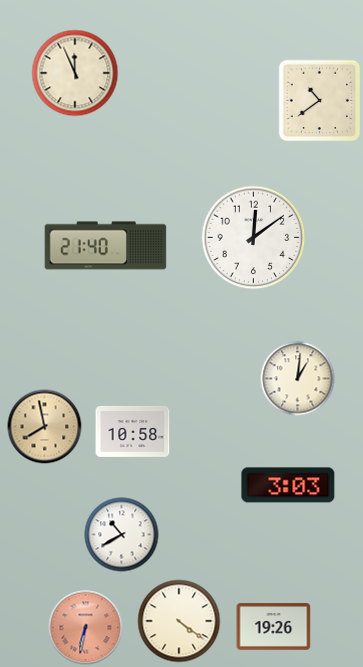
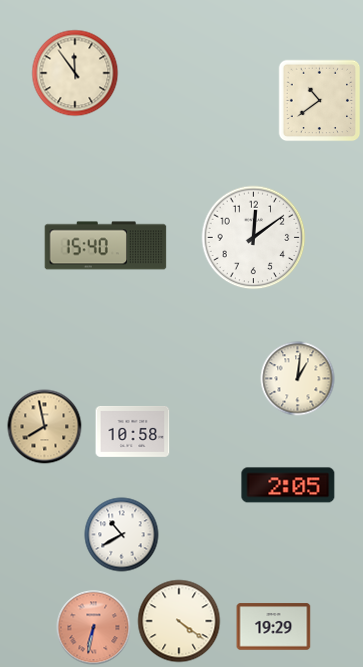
clock at (75, 73): 11:56 -> 11:54
clock at (106, 246): 21:40 -> 15:40
clock at (288, 485): 3:03 -> 2:05
clock at (274, 627): 19:26 -> 19:29
clock at (86, 628) position: (86, 628) -> (94, 628)
